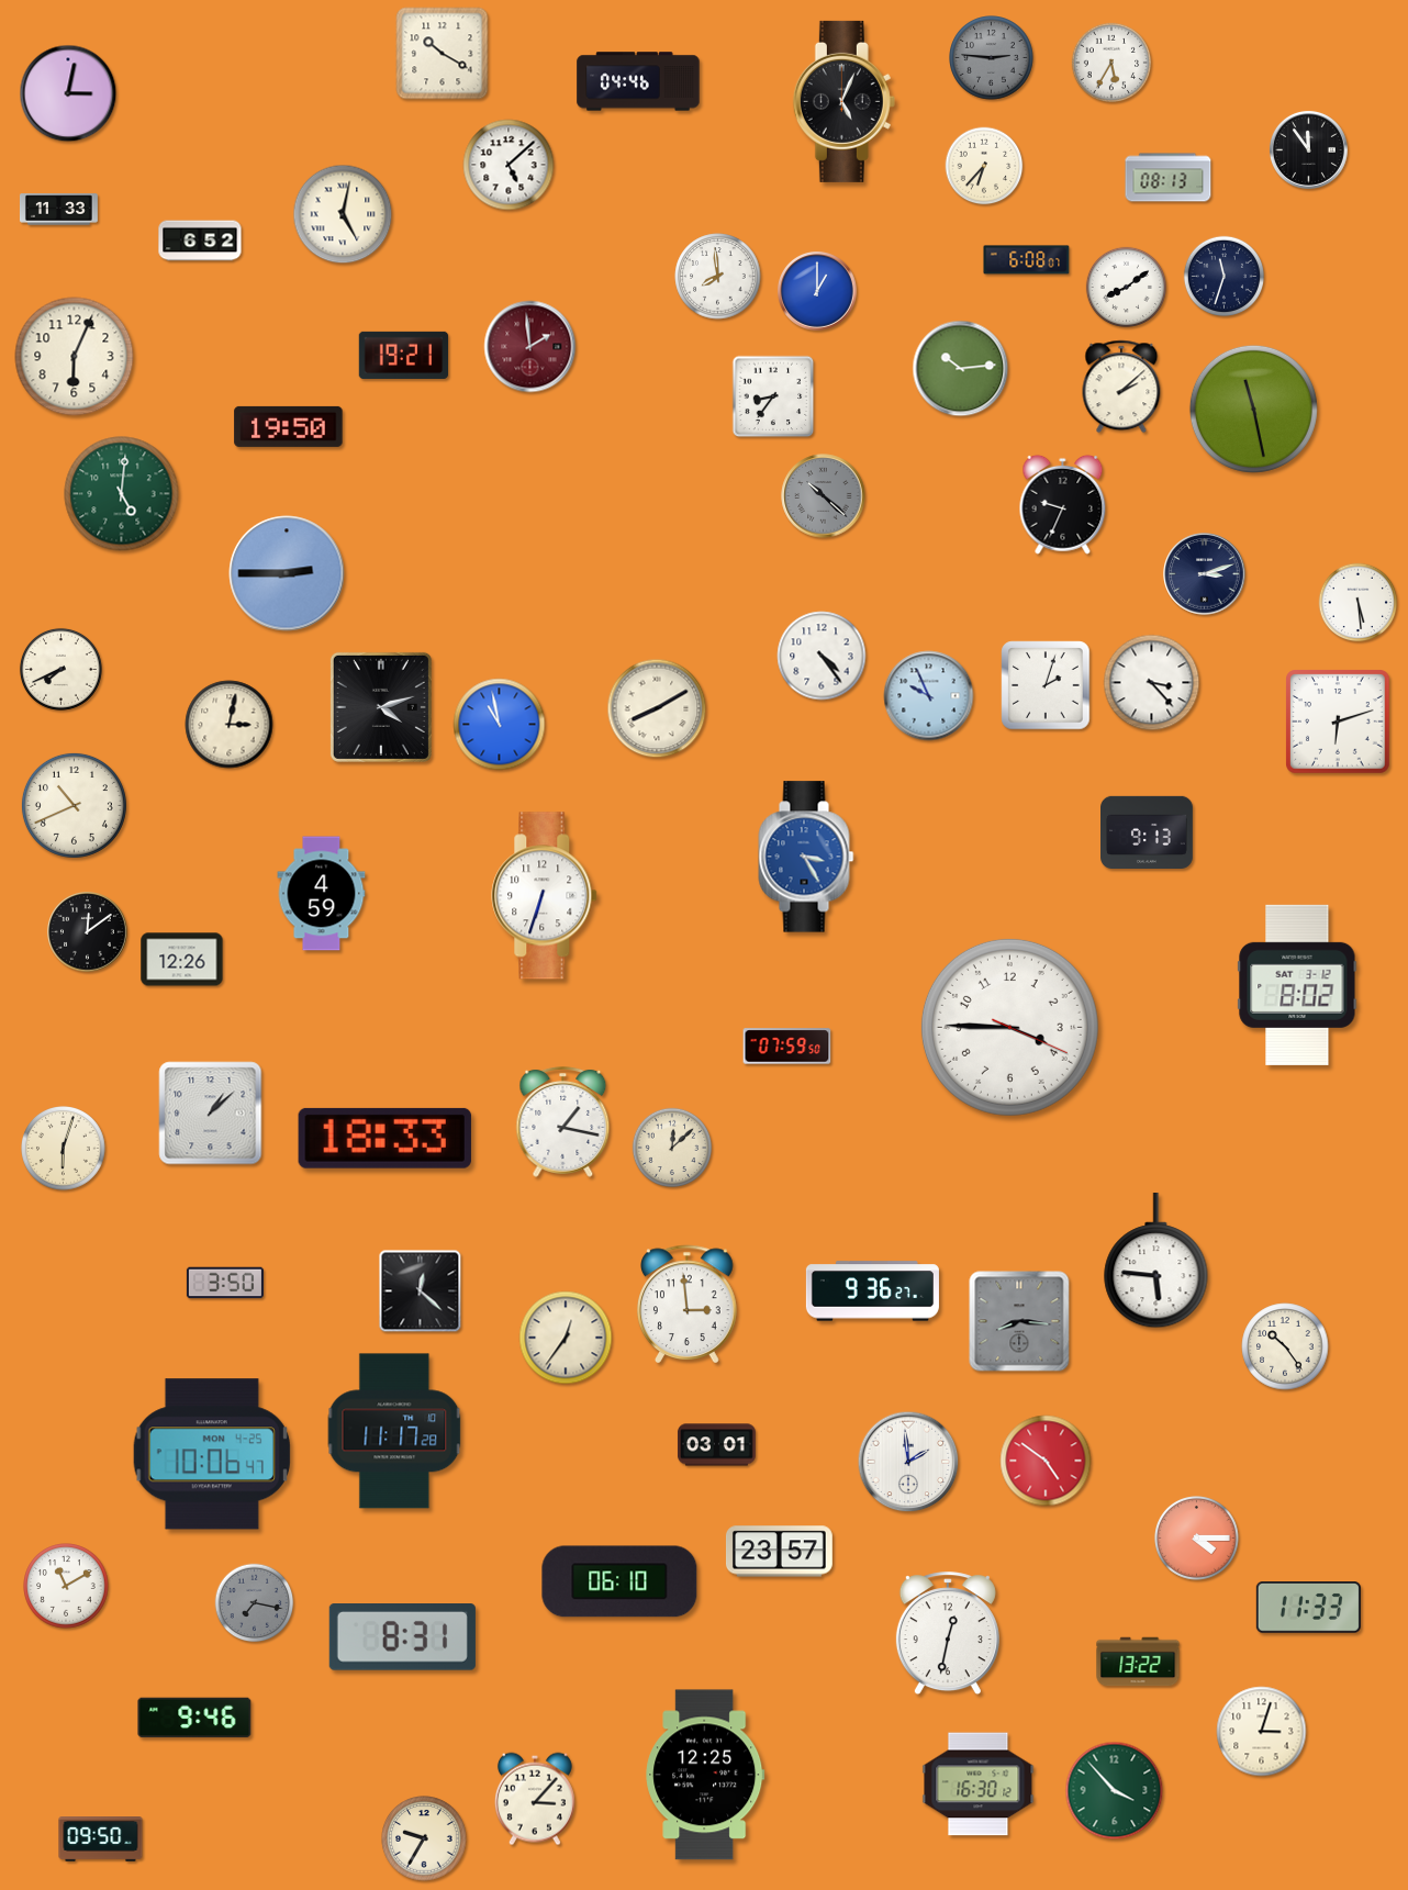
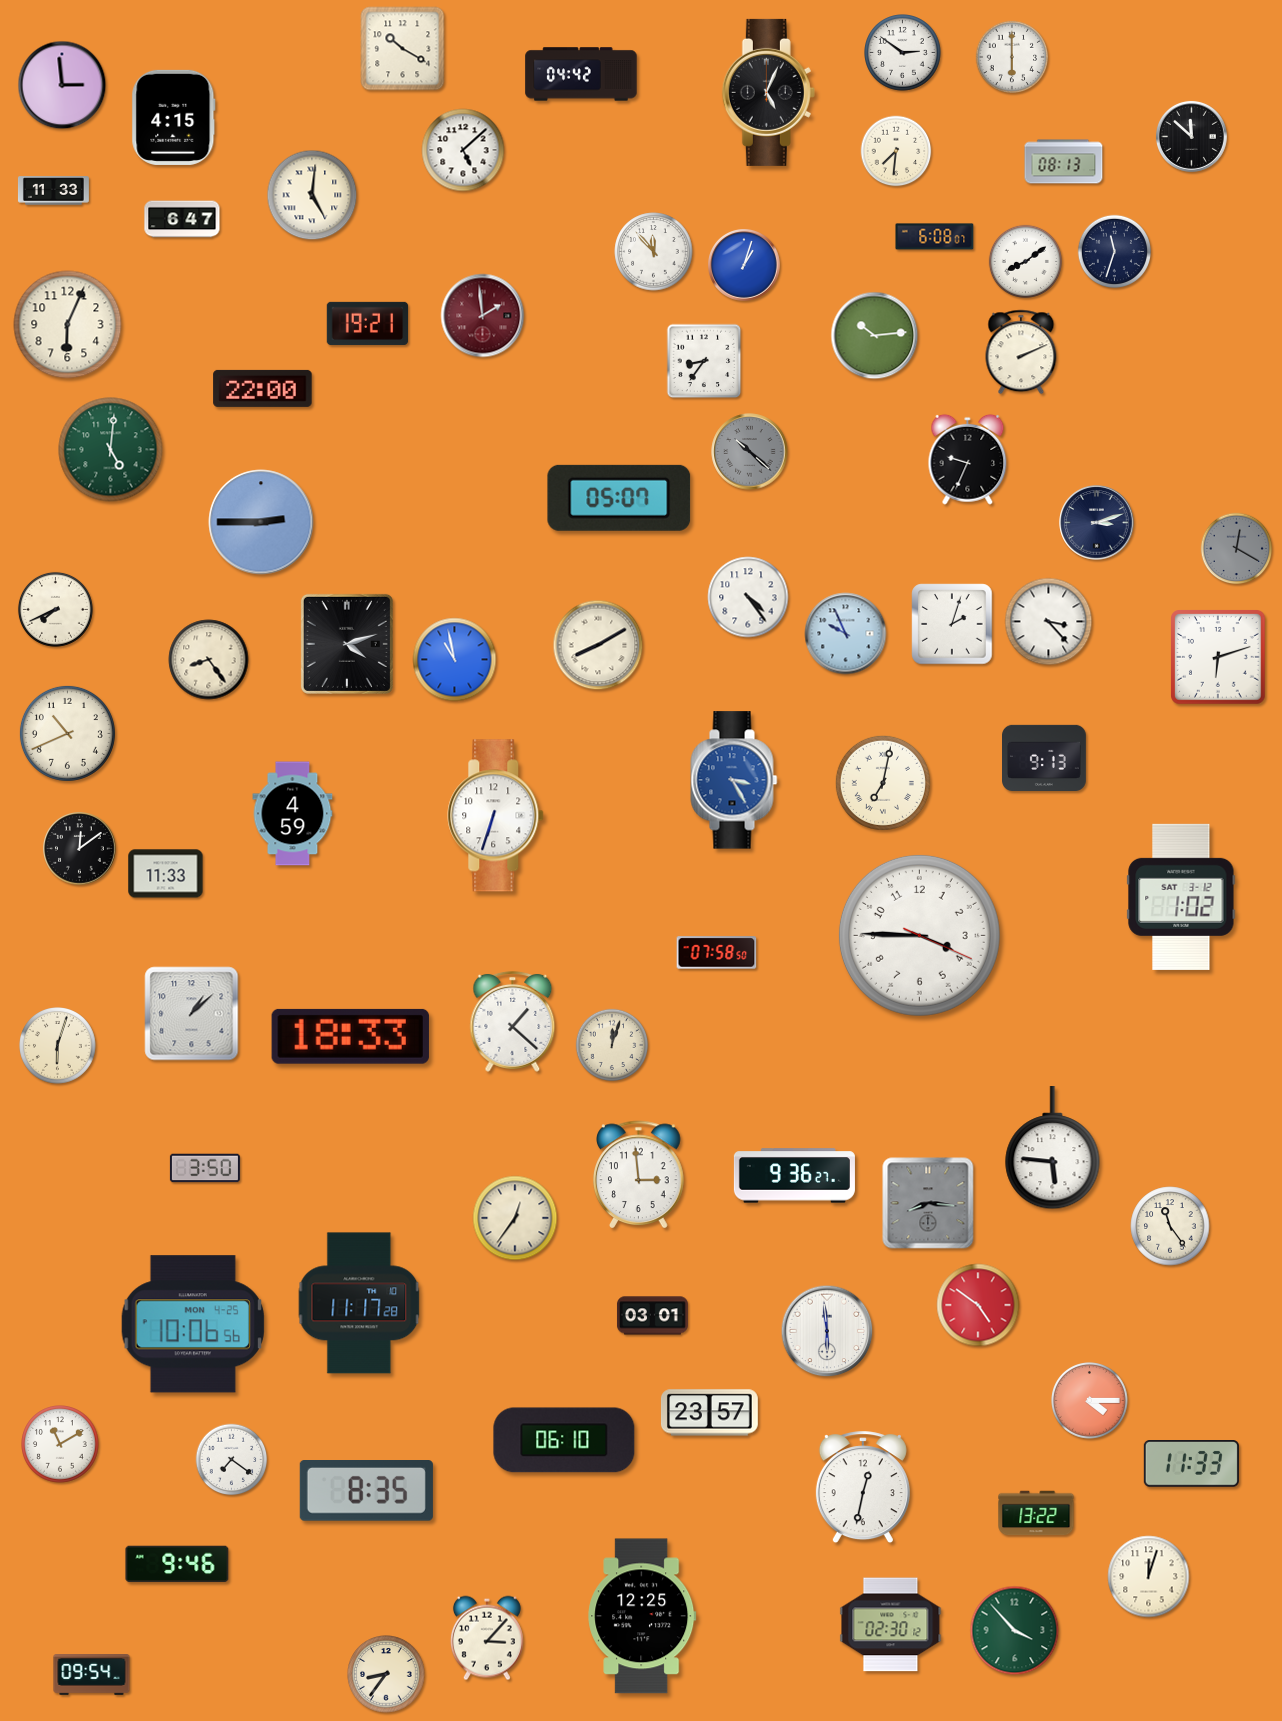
clock at (992, 58): 2:46 -> 2:51
clock at (992, 58) dial: grey -> white
clock at (1111, 63): 5:35 -> 6:00
clock at (638, 81): 04:46 -> 04:42
clock at (68, 93): 3:02 -> 2:59
clock at (174, 117): none -> 4:15
clock at (1308, 149): 11:54 -> 11:52
clock at (984, 166): 6:37 -> 7:31
clock at (343, 214): 5:02 -> 5:01
clock at (200, 241): 6:52 -> 6:47
clock at (718, 277): 7:59 -> 11:53
clock at (818, 292): 1:00 -> 1:03
clock at (1121, 387): 2:08 -> 2:11
clock at (1253, 409): 11:28 -> none
clock at (289, 426): 19:50 -> 22:00
clock at (619, 498): none -> 05:07
clock at (1359, 603): 5:29 -> 12:20
clock at (1359, 603) dial: white -> grey
clock at (230, 725): 3:02 -> 8:24
clock at (883, 783): none -> 7:02
clock at (182, 960): 12:26 -> 11:33
clock at (1297, 985): 8:02 -> 1:02
clock at (787, 1047): 07:59 -> 07:58
clock at (563, 1122): 1:17 -> 1:22
clock at (672, 1148): 12:08 -> 12:03
clock at (421, 1291): 12:22 -> none
clock at (688, 1304) position: (688, 1304) -> (639, 1174)
clock at (1285, 1346): 10:24 -> 11:24
clock at (212, 1454): 10:06:47 -> 10:06:56
clock at (1046, 1461) position: (1046, 1461) -> (978, 1305)
clock at (908, 1462): 1:59 -> 5:59
clock at (255, 1603): 7:17 -> 7:21
clock at (255, 1603) dial: grey -> white
clock at (402, 1637): 8:31 -> 8:35
clock at (1262, 1732): 3:03 -> 12:03
clock at (979, 1785): 16:30 -> 02:30
clock at (424, 1838): 9:35 -> 8:36
clock at (101, 1839): 09:50 -> 09:54
